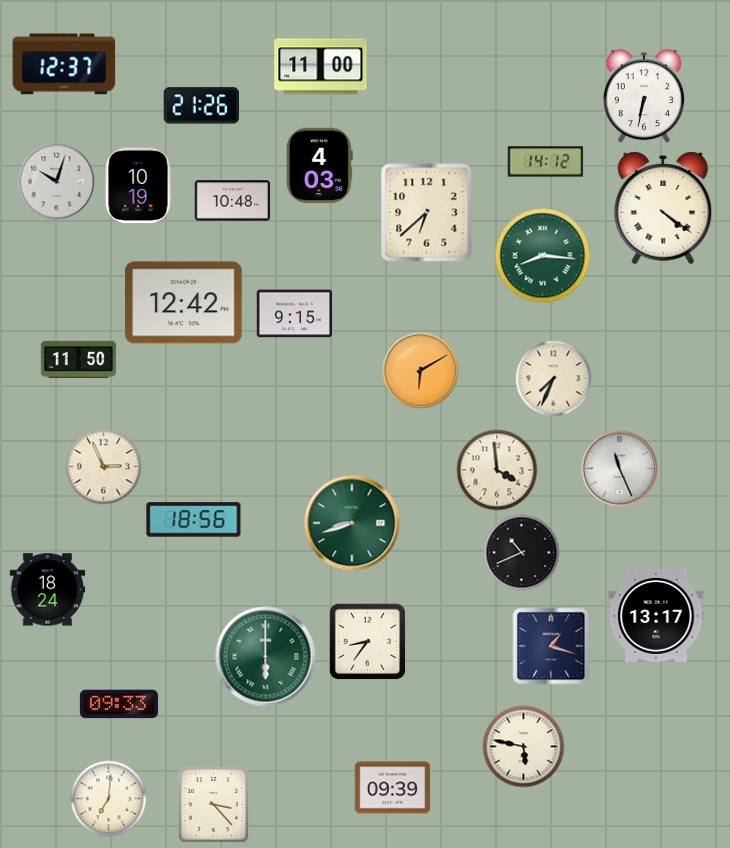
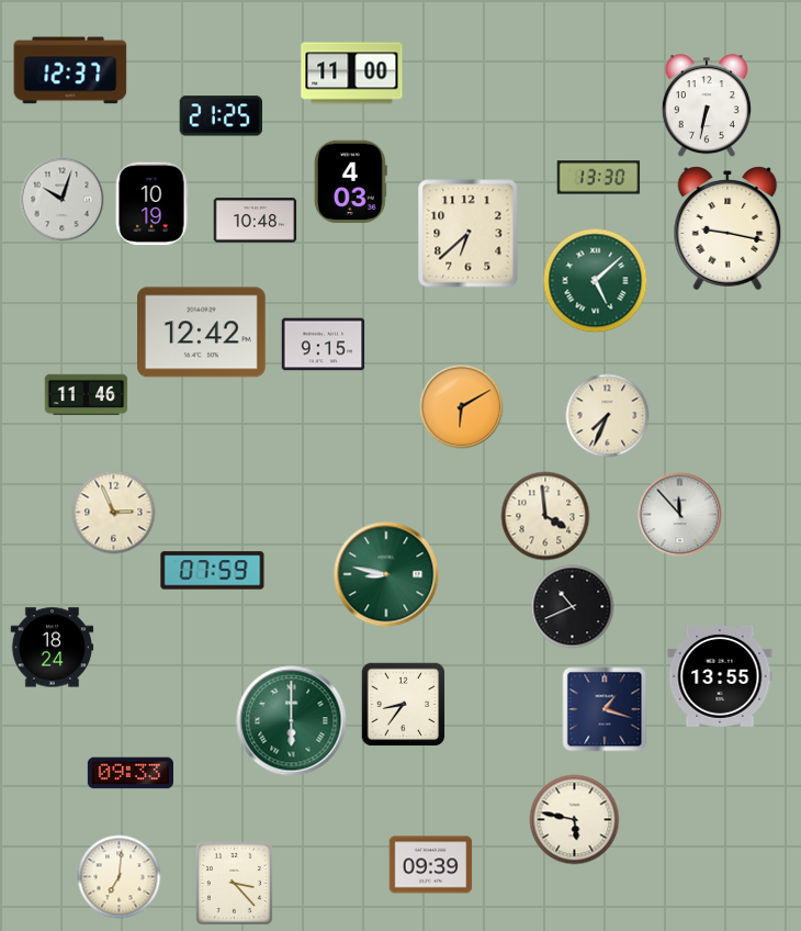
clock at (201, 106): 21:26 -> 21:25
clock at (546, 162): 14:12 -> 13:30
clock at (663, 208): 4:21 -> 9:17
clock at (543, 256): 8:16 -> 5:08
clock at (79, 360): 11:50 -> 11:46
clock at (620, 469): 11:26 -> 11:53
clock at (194, 520): 18:56 -> 07:59
clock at (352, 523): 8:42 -> 8:47
clock at (656, 616): 13:17 -> 13:55
